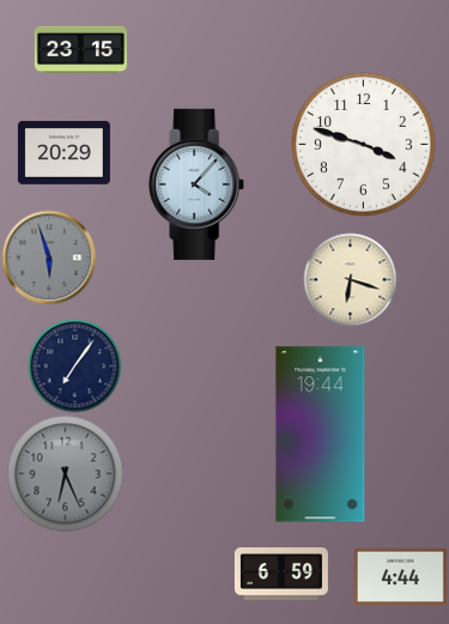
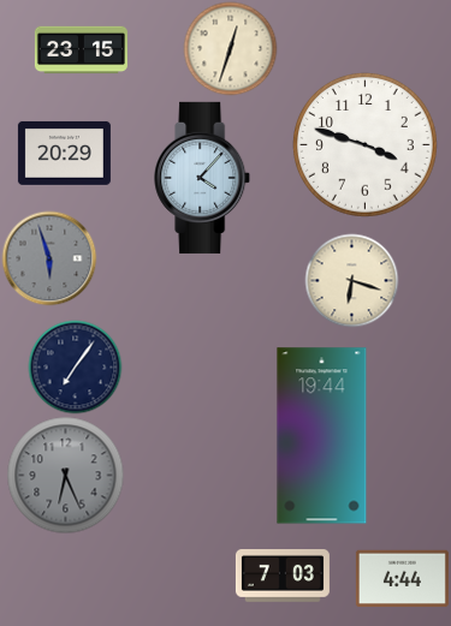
clock at (230, 48): none -> 12:33
clock at (198, 184) position: (198, 184) -> (203, 178)
clock at (281, 575): 6:59 -> 7:03
